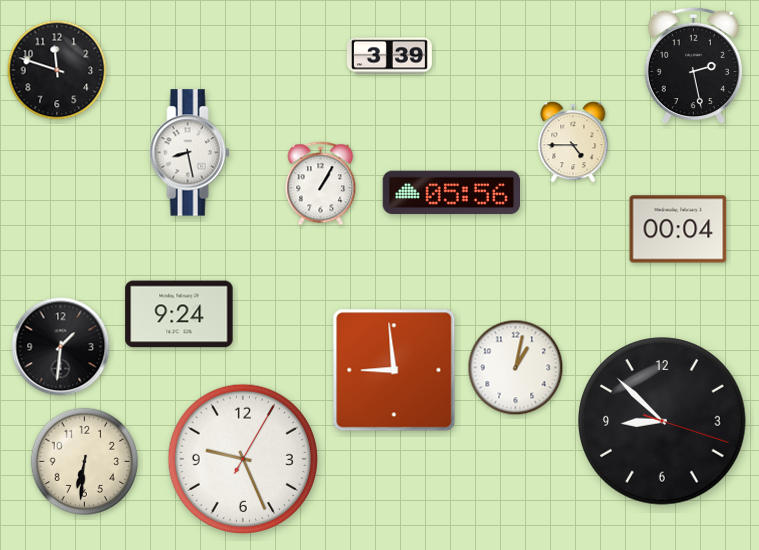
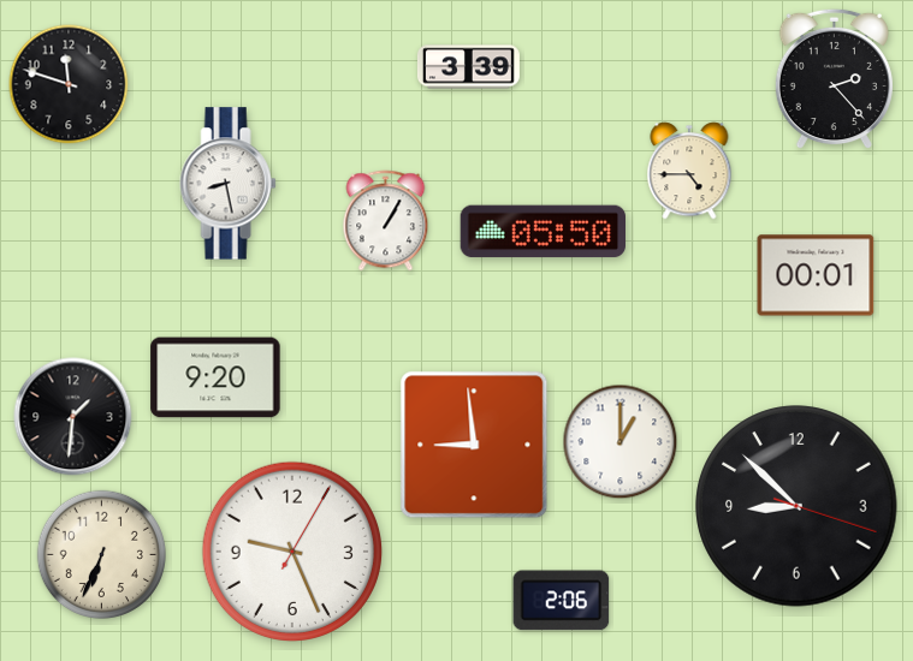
clock at (693, 66): 2:28 -> 2:23
clock at (451, 193): 05:56 -> 05:50
clock at (678, 229): 00:04 -> 00:01
clock at (179, 314): 9:24 -> 9:20
clock at (516, 368): 1:02 -> 1:00
clock at (84, 461): 6:31 -> 6:34
clock at (562, 601): none -> 2:06
